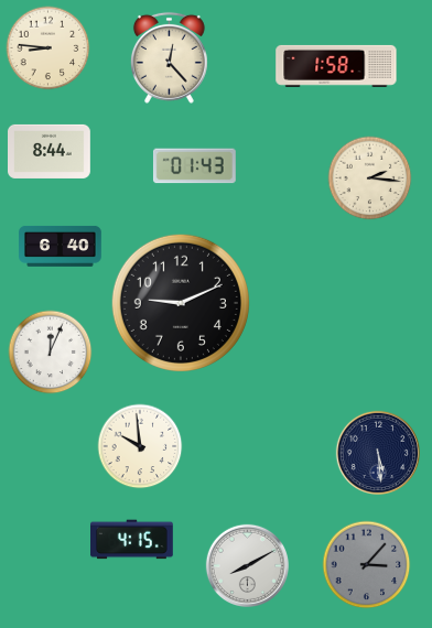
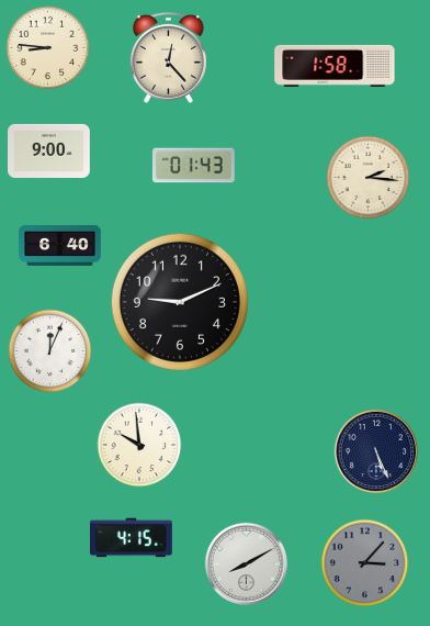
clock at (50, 151): 8:44 -> 9:00
clock at (377, 452): 5:29 -> 5:26
